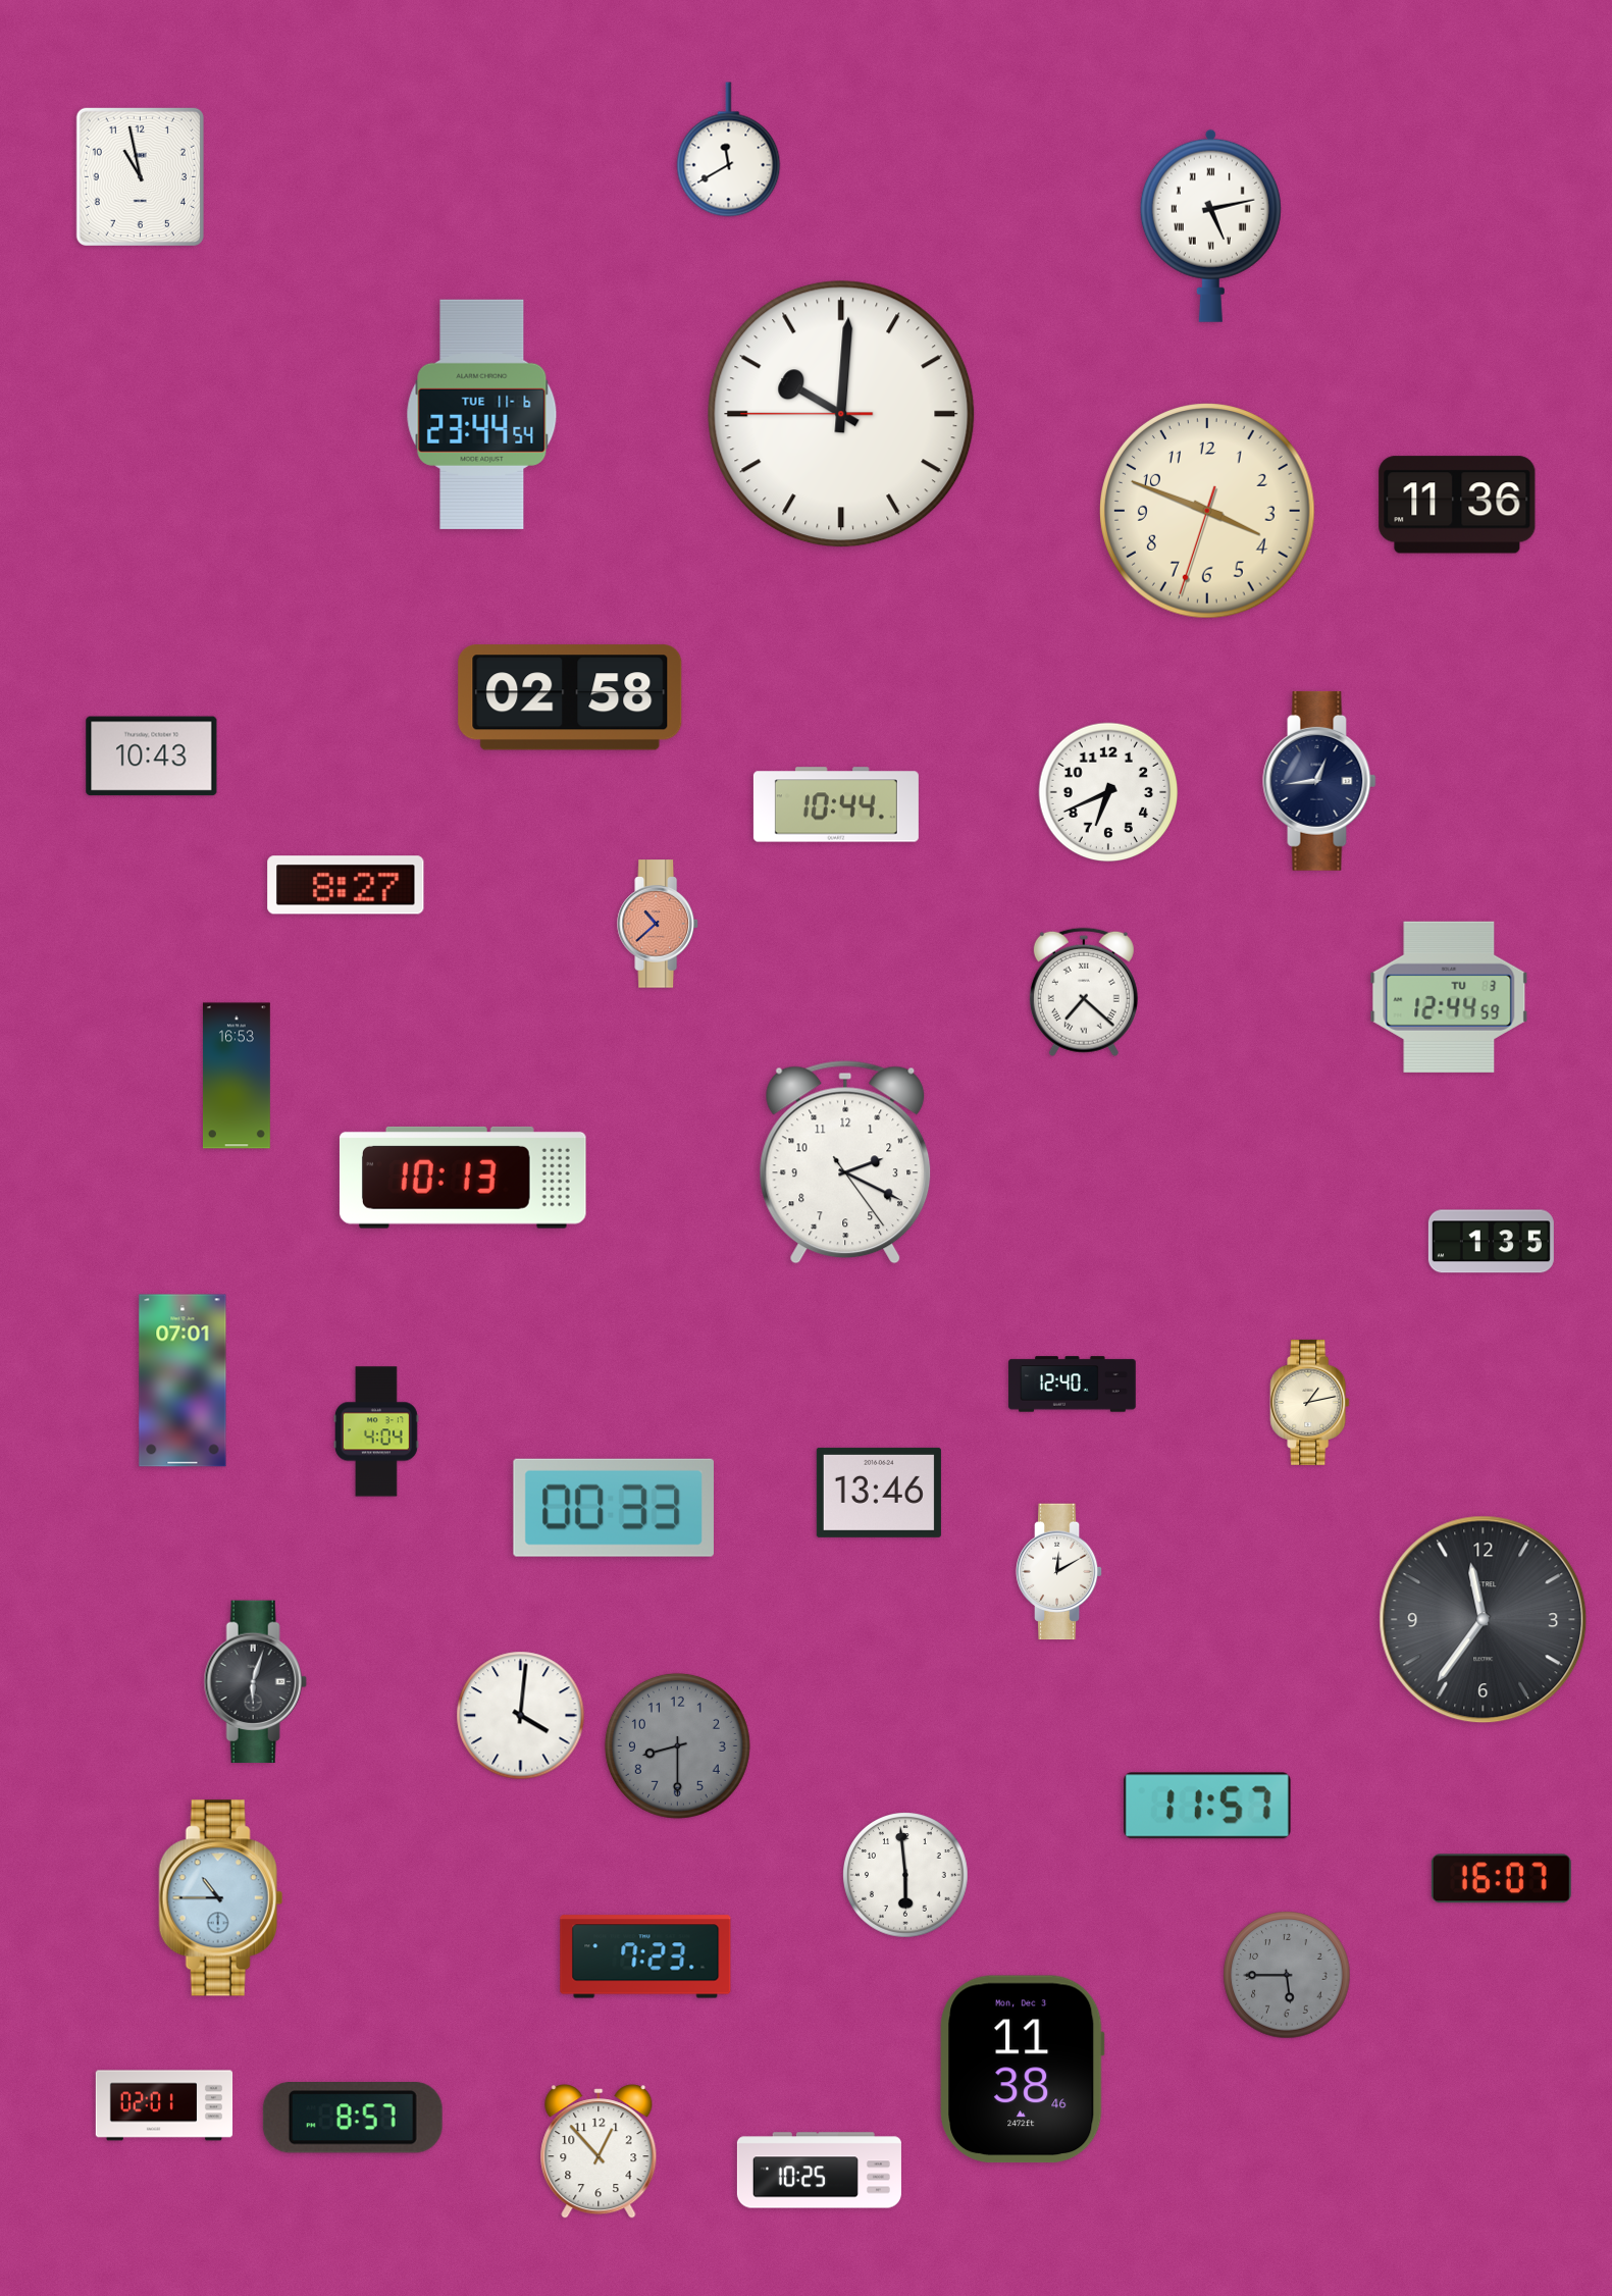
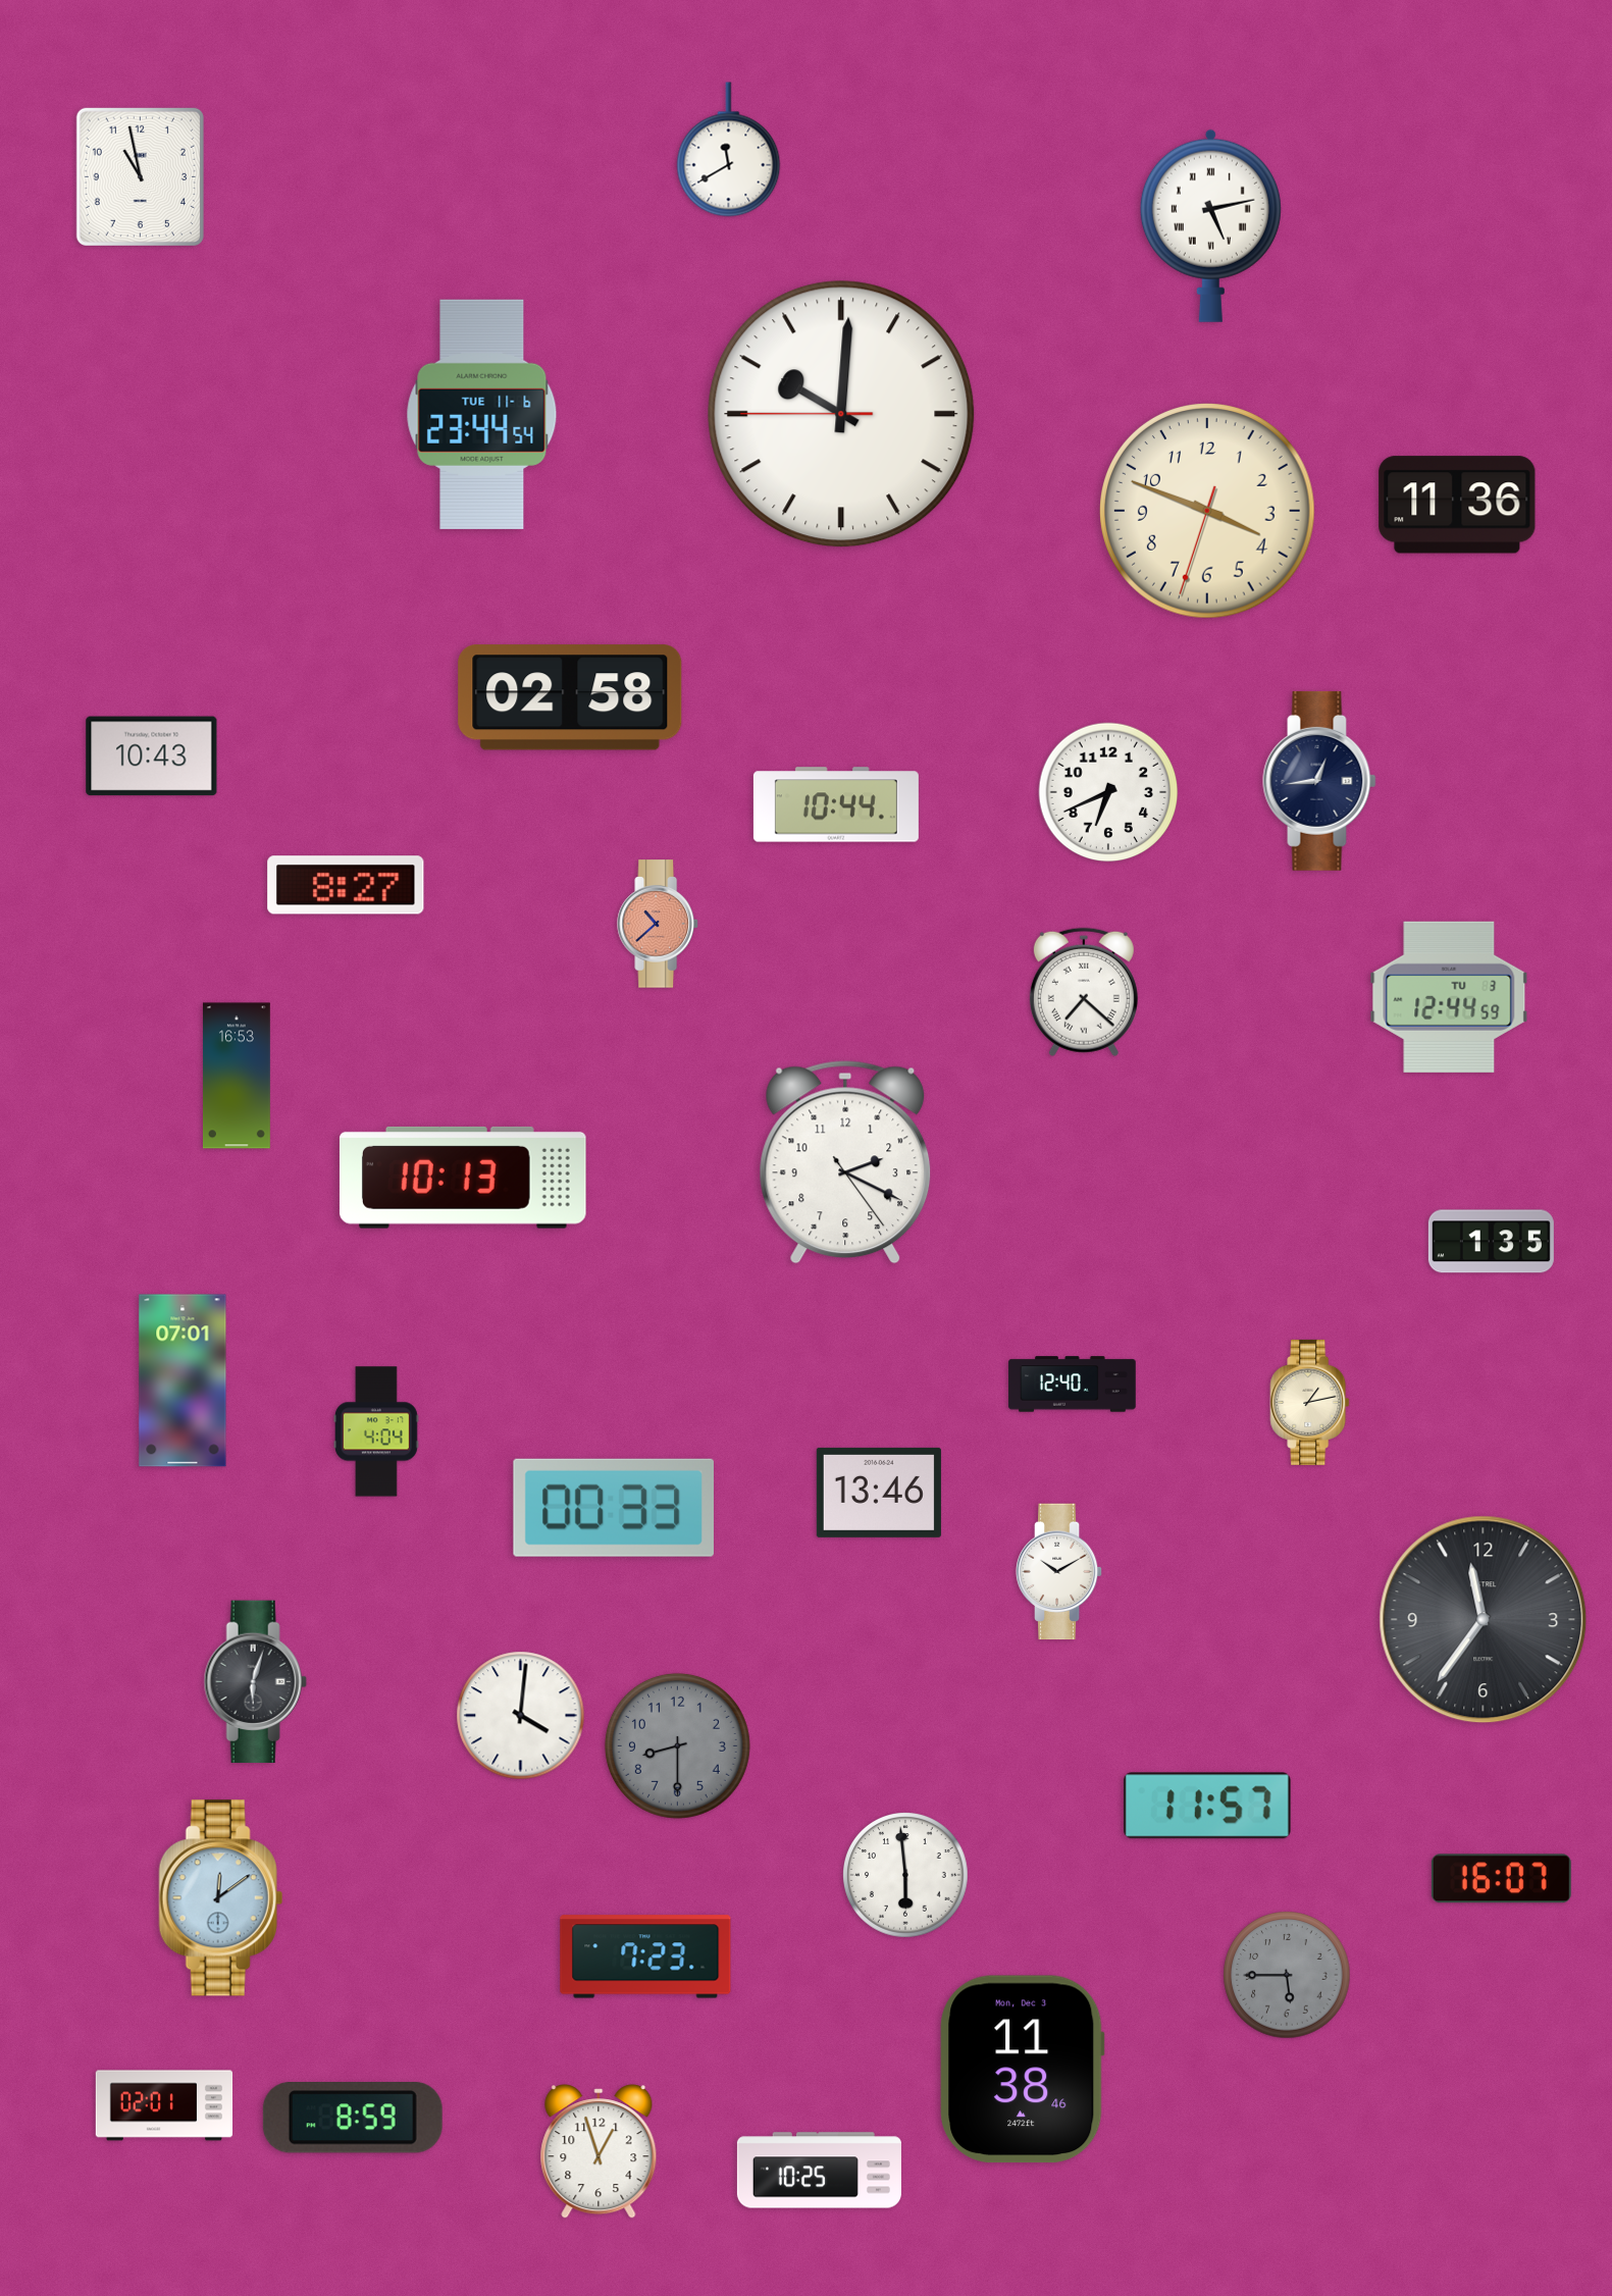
clock at (1059, 1572): 12:10 -> 10:10
clock at (220, 1898): 10:45 -> 12:09
clock at (353, 2119): 8:57 -> 8:59
clock at (599, 2151): 12:53 -> 12:57
